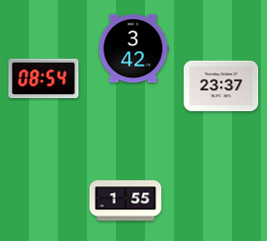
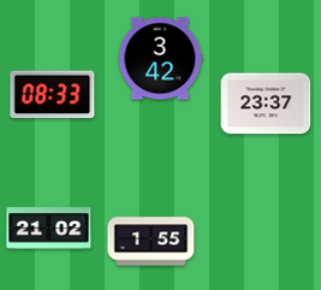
clock at (44, 79): 08:54 -> 08:33
clock at (49, 229): none -> 21:02
